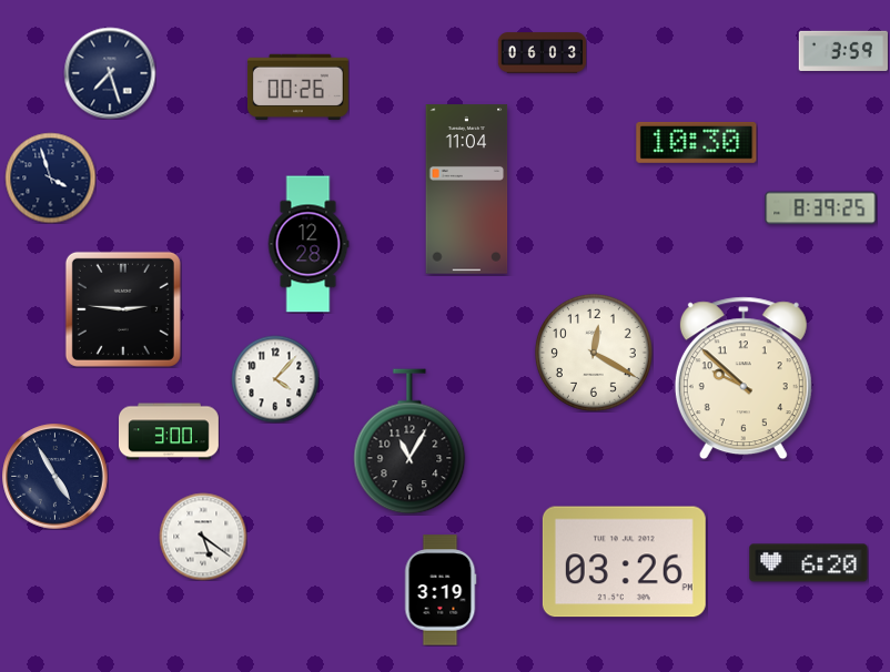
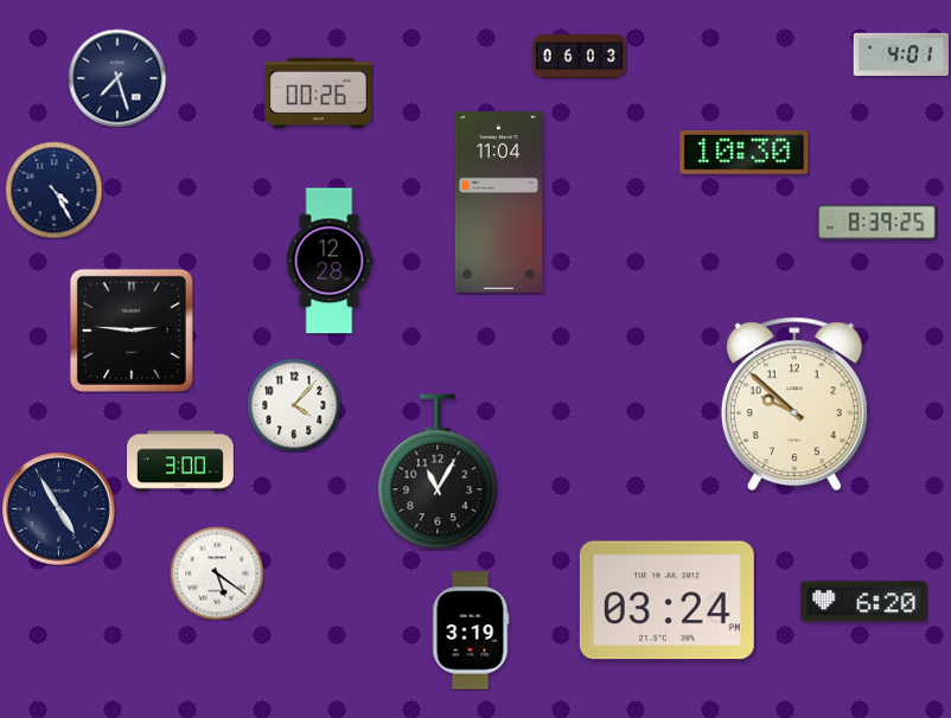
clock at (843, 51): 3:59 -> 4:01
clock at (50, 177): 3:57 -> 4:25
clock at (594, 353): 12:20 -> none
clock at (624, 562): 03:26 -> 03:24
